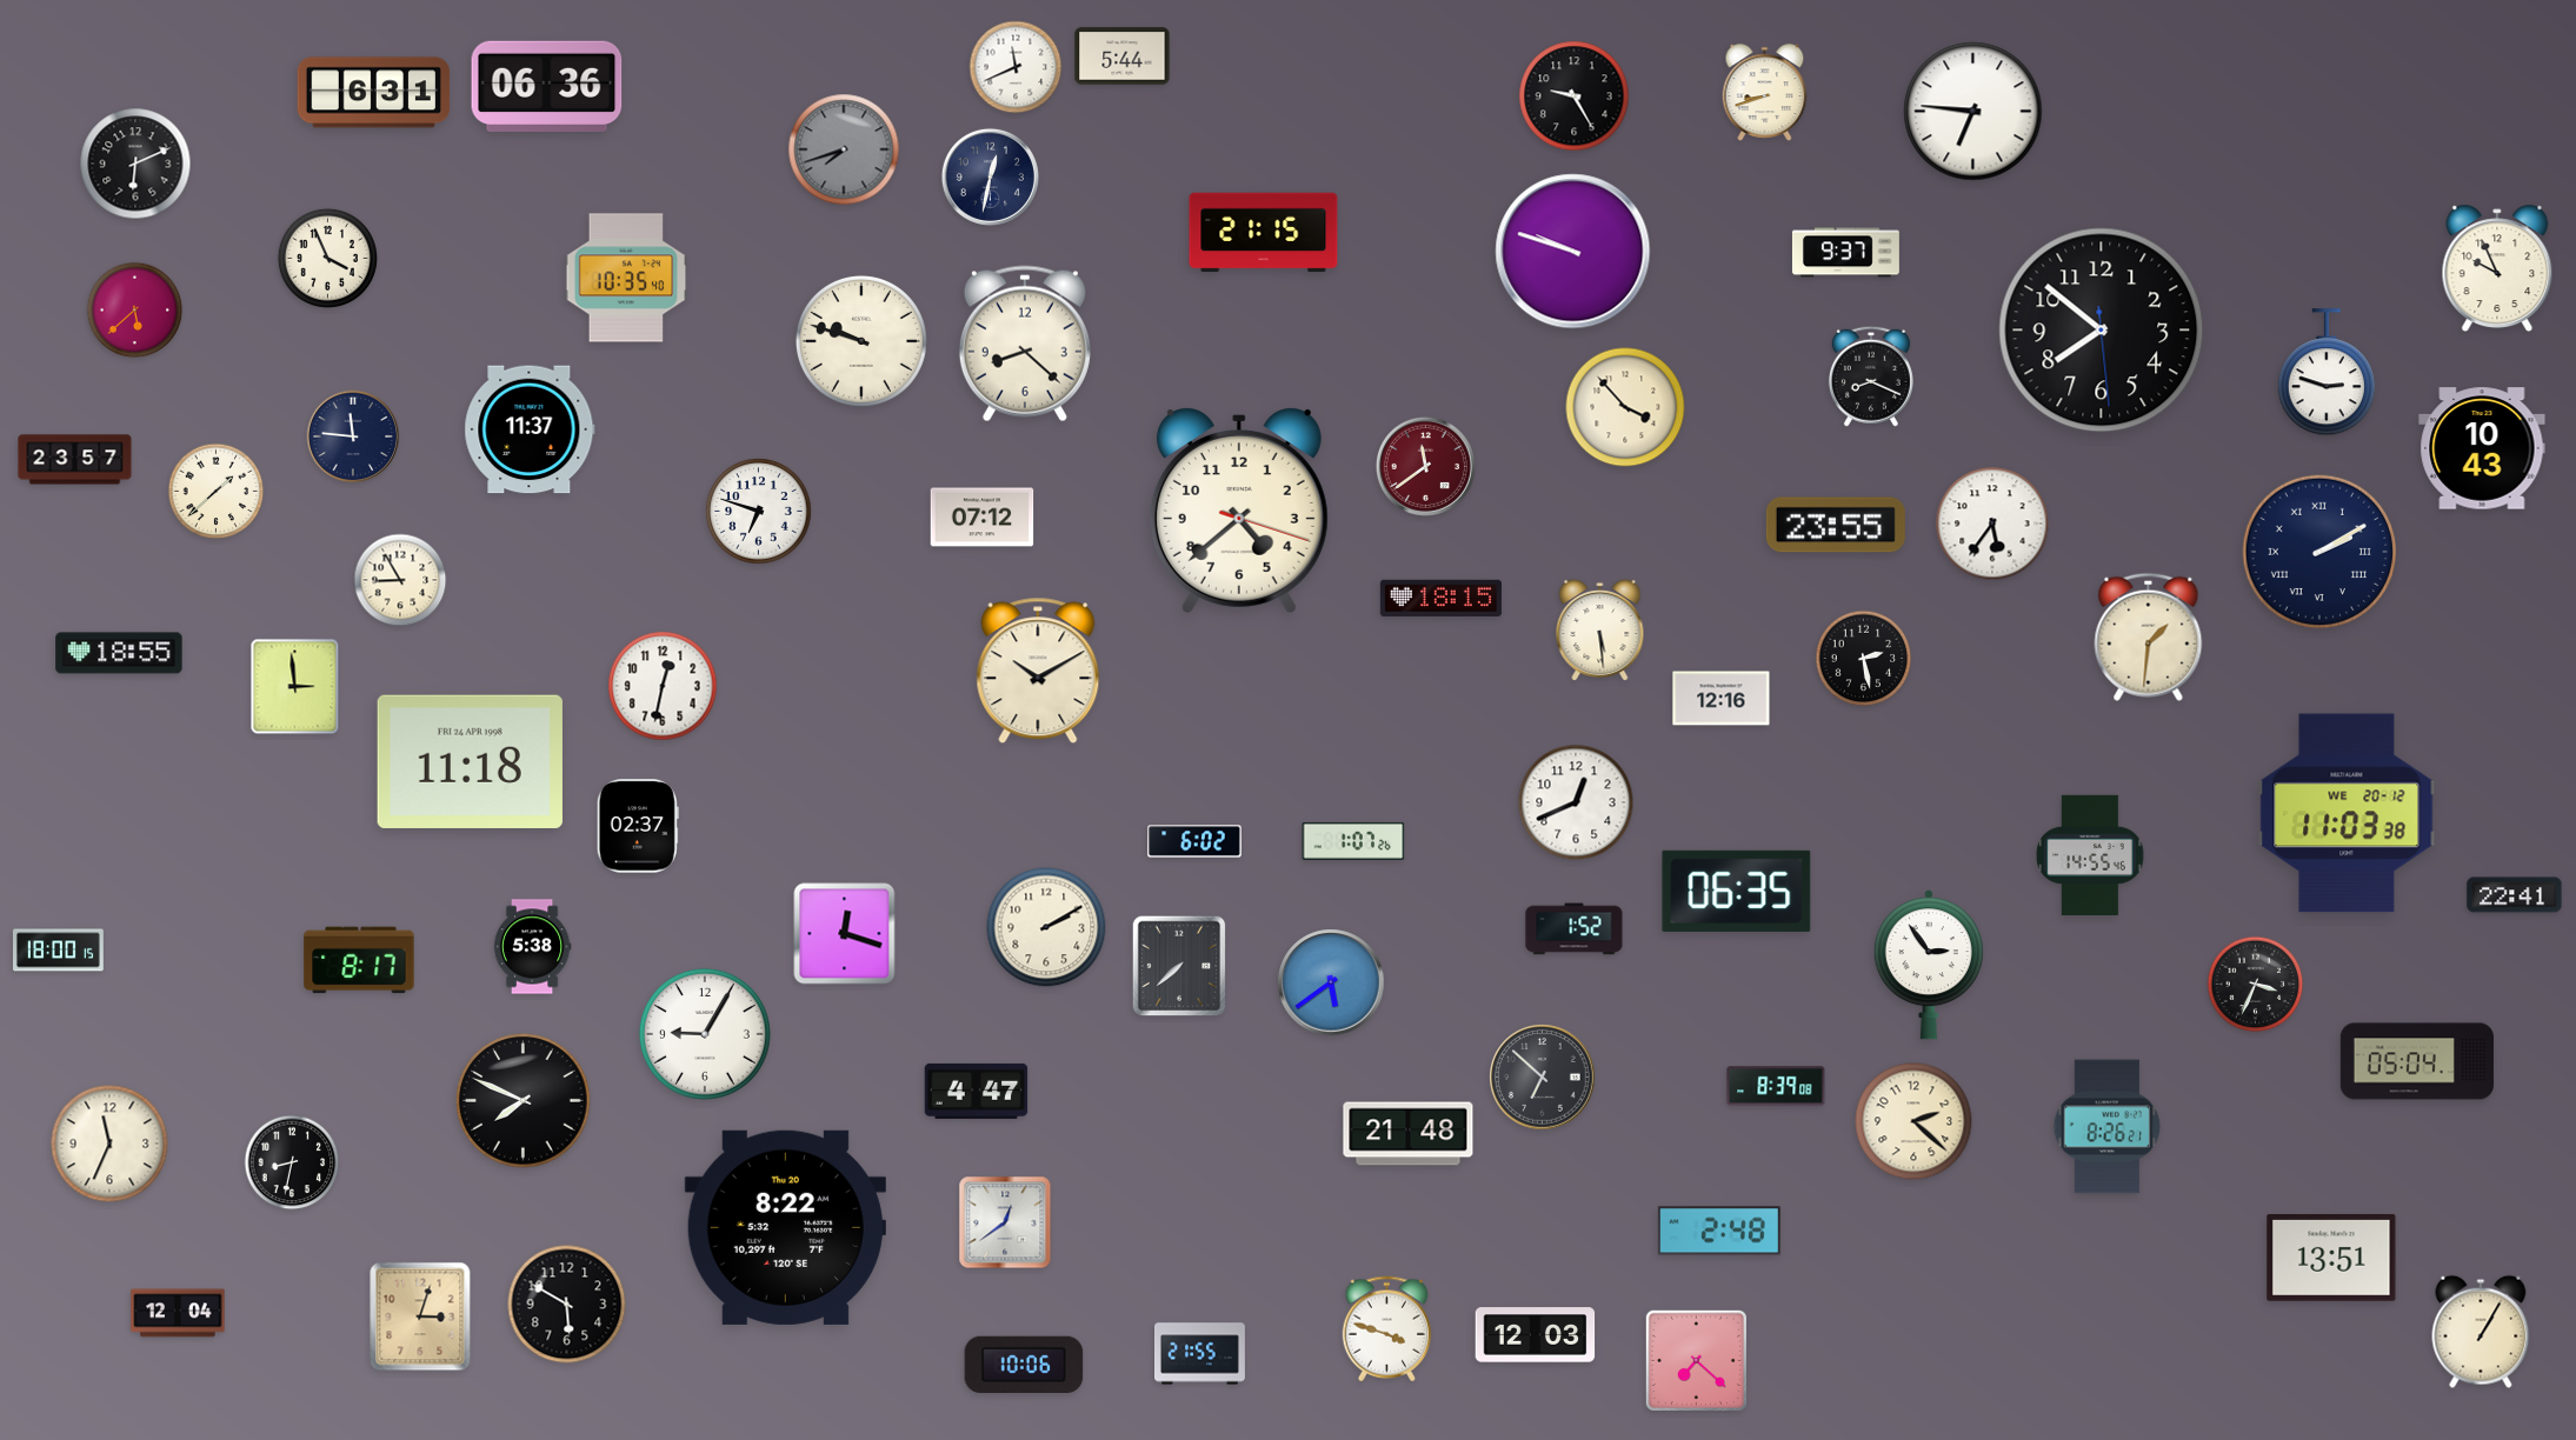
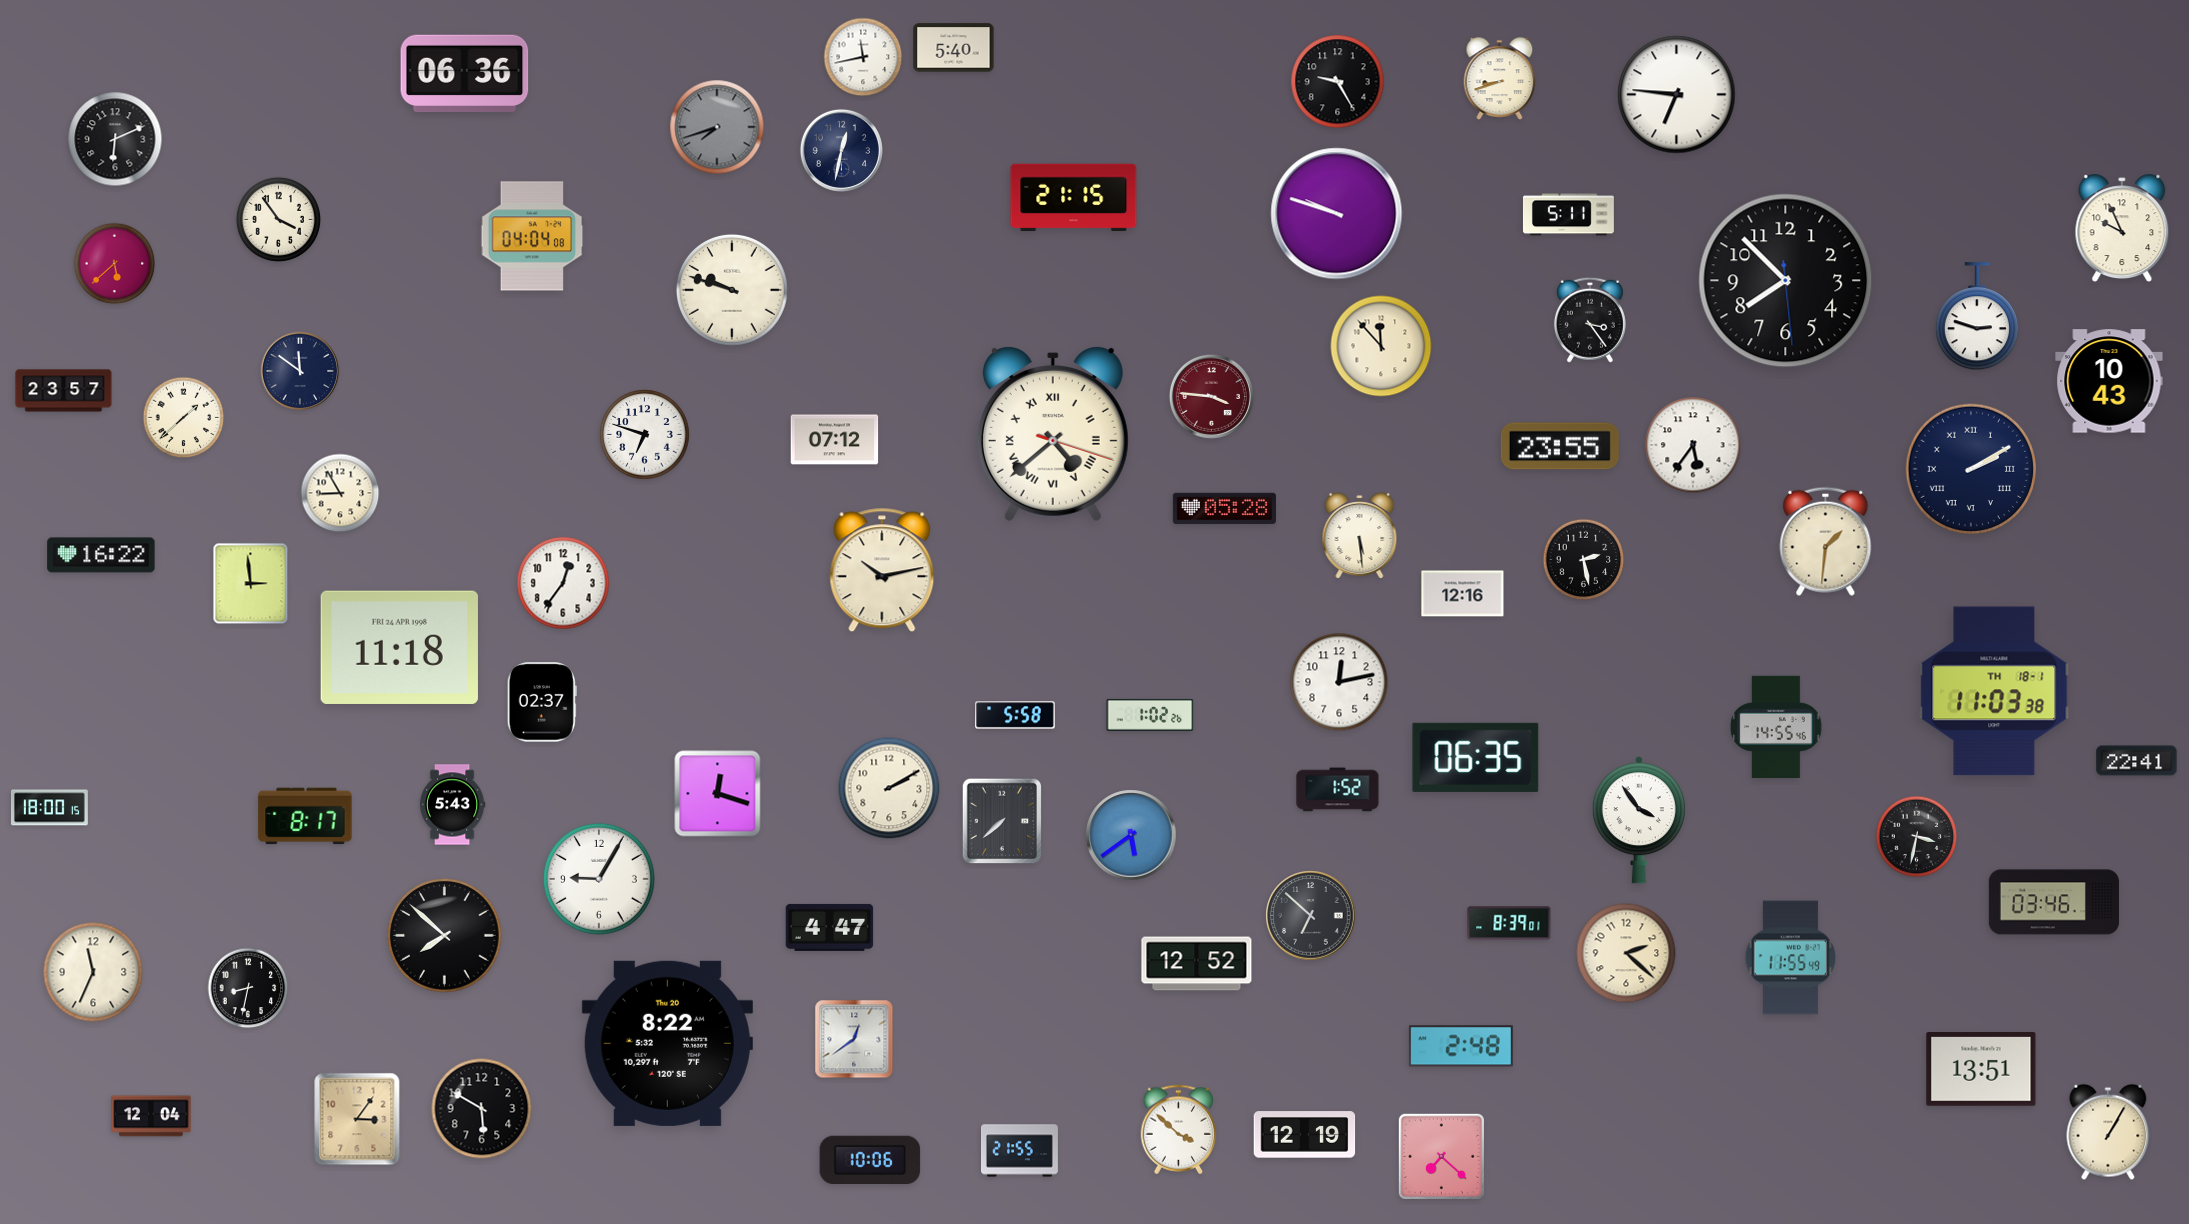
clock at (1123, 56): 5:44 -> 5:40
clock at (1016, 67): 11:41 -> 11:43
clock at (374, 93): 6:31 -> none
clock at (1845, 253): 9:37 -> 5:11
clock at (327, 258): 3:56 -> 3:54
clock at (626, 278): 10:35 -> 04:04
clock at (2102, 331): 7:51 -> 7:52
clock at (1025, 344): 8:22 -> none
clock at (1871, 376): 8:19 -> 3:24
clock at (1625, 407): 3:53 -> 11:53
clock at (530, 429): 11:37 -> none
clock at (353, 436): 11:46 -> 11:51
clock at (1425, 466): 11:39 -> 3:46
clock at (1239, 511) numerals: Arabic -> Roman
clock at (1440, 598): 18:15 -> 05:28
clock at (119, 653): 18:55 -> 16:22
clock at (1038, 671): 10:10 -> 10:13
clock at (663, 686): 12:32 -> 12:36
clock at (1576, 802): 12:41 -> 12:13
clock at (2347, 813) date: WE 20-12 -> TH 18-1
clock at (1194, 841): 6:02 -> 5:58
clock at (1353, 841): 1:07 -> 1:02
clock at (532, 947): 5:38 -> 5:43
clock at (1929, 965): 2:54 -> 3:54
clock at (2256, 985): 3:34 -> 3:32
clock at (2417, 1061): 05:04 -> 03:46
clock at (1776, 1086): 8:39:08 -> 8:39:01
clock at (524, 1101): 7:49 -> 7:52
clock at (2108, 1127): 8:26 -> 11:55
clock at (1409, 1134): 21:48 -> 12:52
clock at (420, 1316): 3:03 -> 3:06
clock at (1387, 1329): 3:48 -> 3:52
clock at (1536, 1335): 12:03 -> 12:19
